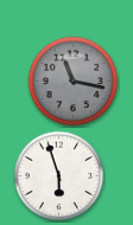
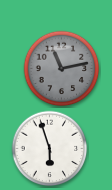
clock at (74, 82): 11:17 -> 11:13
